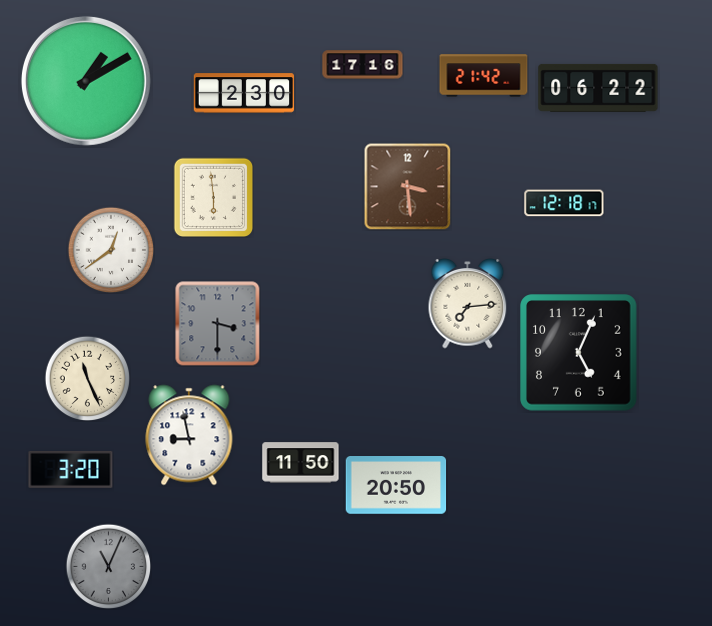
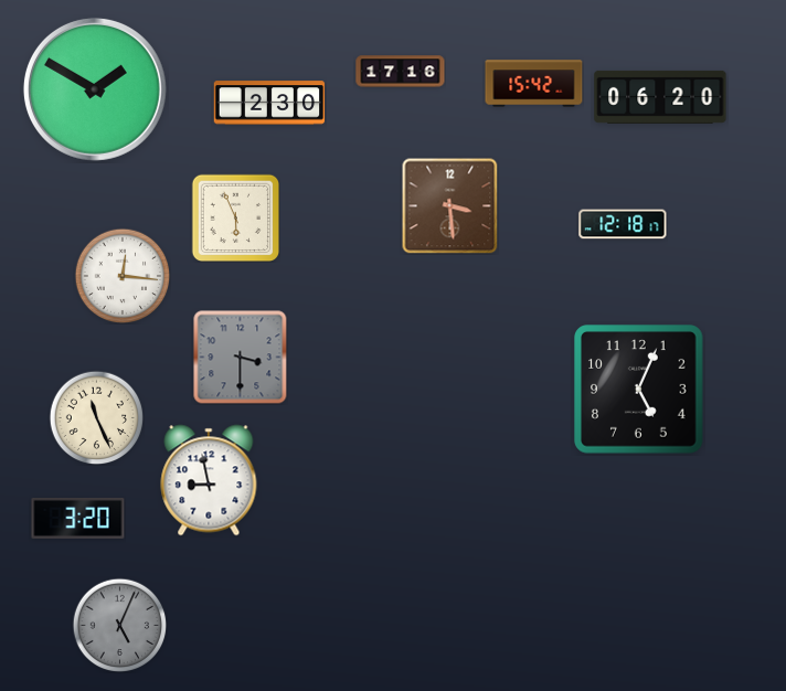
clock at (484, 76): 21:42 -> 15:42
clock at (86, 81): 1:10 -> 1:50
clock at (598, 88): 06:22 -> 06:20
clock at (213, 197): 5:59 -> 5:56
clock at (111, 250): 12:39 -> 12:16
clock at (468, 304): 7:14 -> none
clock at (301, 463): 11:50 -> none
clock at (396, 486): 20:50 -> none
clock at (108, 566): 11:04 -> 5:04
